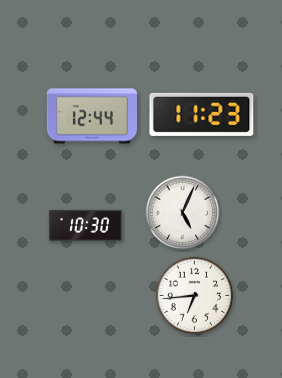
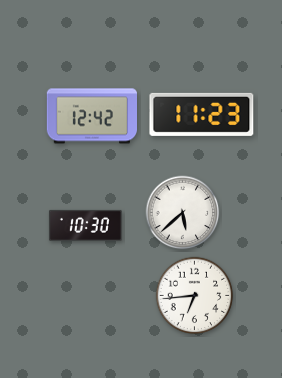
clock at (91, 116): 12:44 -> 12:42
clock at (183, 213): 5:04 -> 5:38
